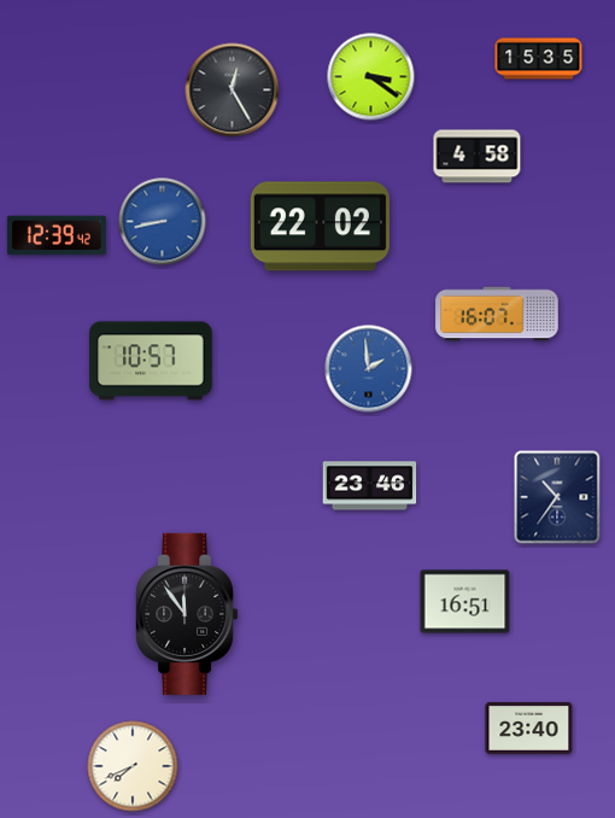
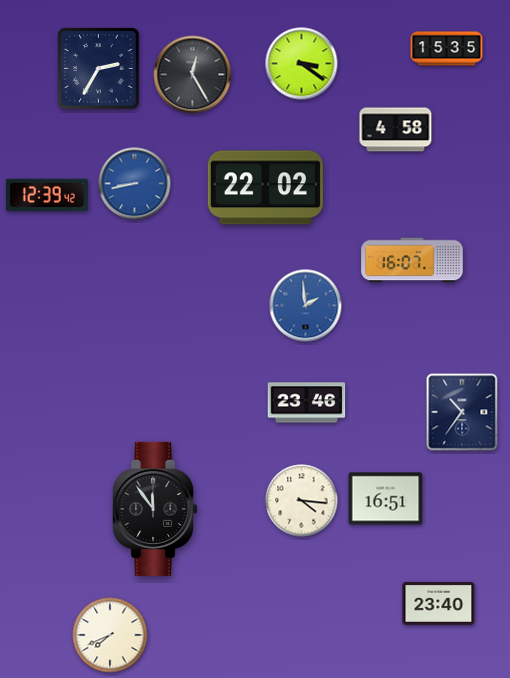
clock at (371, 77) position: (371, 77) -> (302, 64)
clock at (99, 69): none -> 2:35
clock at (151, 361): 10:57 -> none
clock at (302, 501): none -> 4:16
